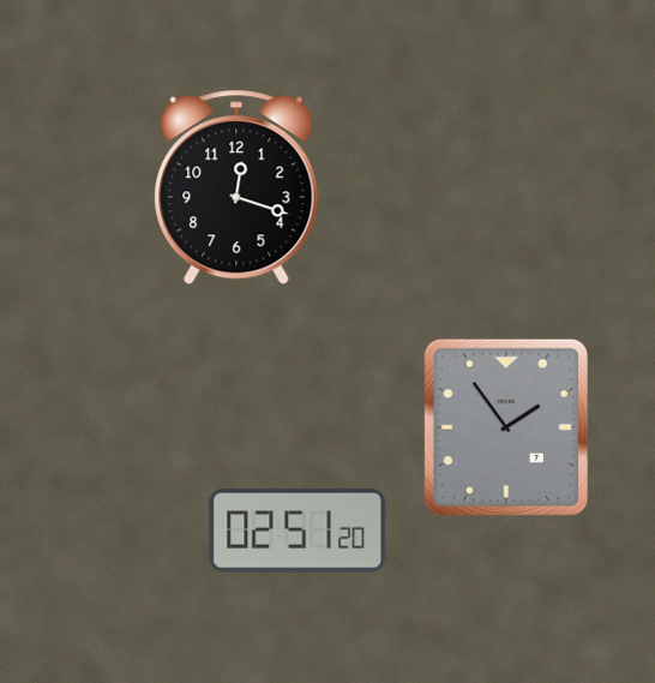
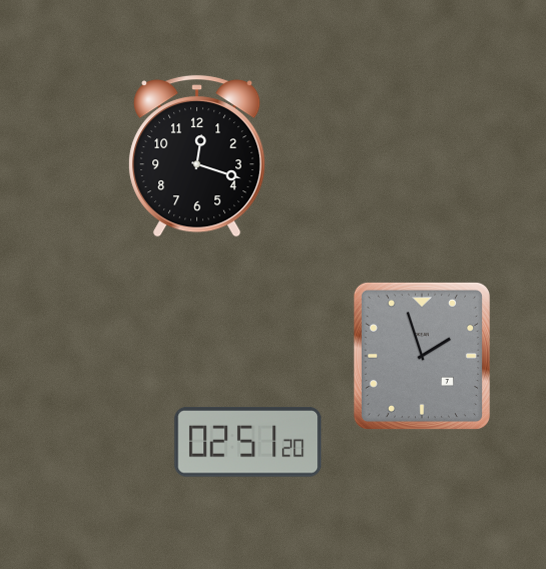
clock at (506, 427): 1:54 -> 1:57
